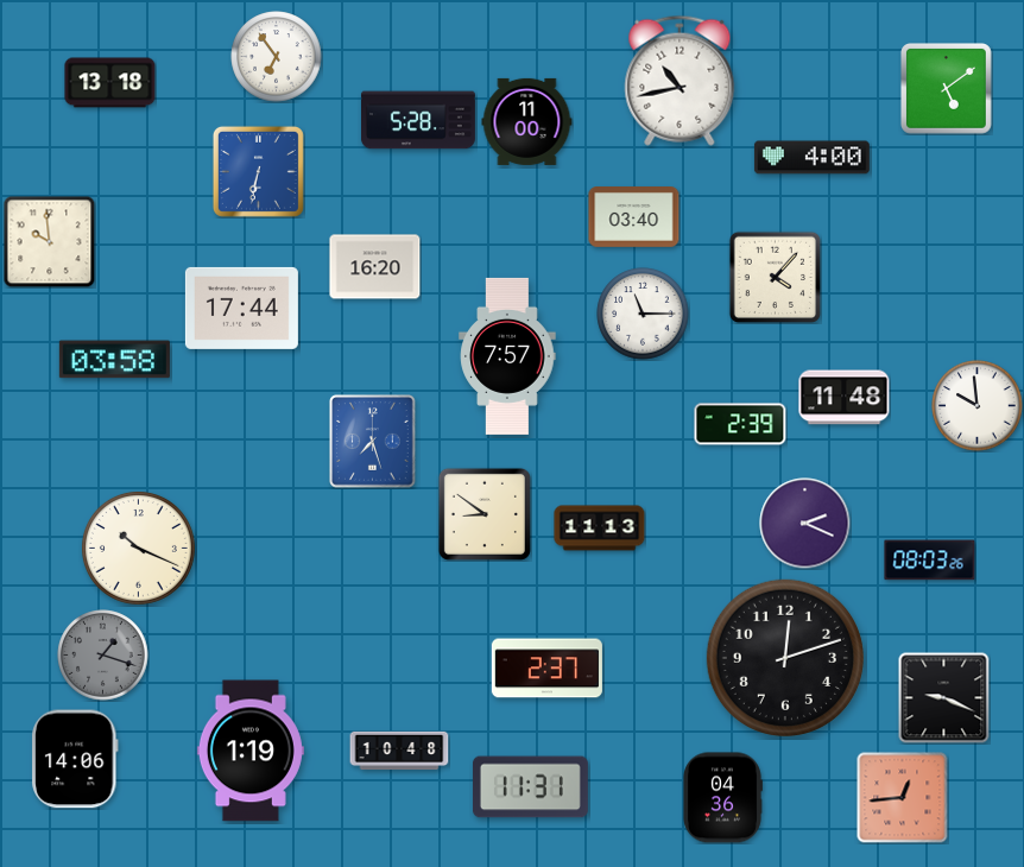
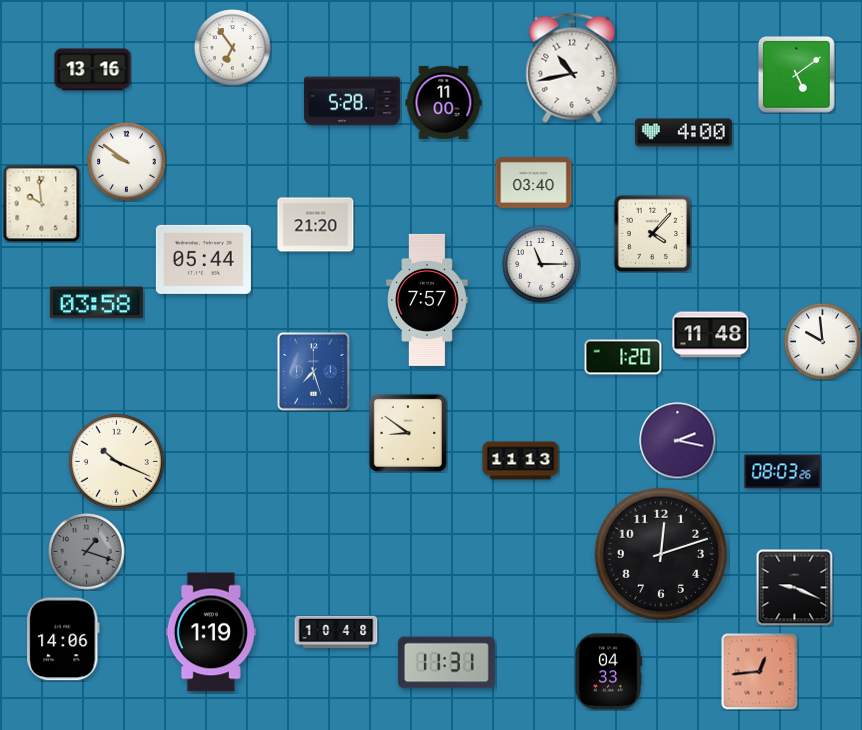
clock at (110, 83): 13:18 -> 13:16
clock at (258, 171): 6:32 -> none
clock at (127, 162): none -> 9:51
clock at (375, 267): 16:20 -> 21:20
clock at (241, 308): 17:44 -> 05:44
clock at (740, 424): 2:39 -> 1:20
clock at (805, 524): 2:19 -> 2:17
clock at (600, 529) position: (600, 529) -> (521, 461)
clock at (546, 669): 2:37 -> none
clock at (723, 798): 04:36 -> 04:33
